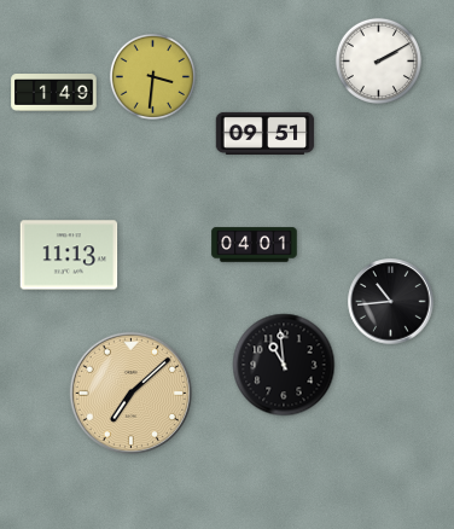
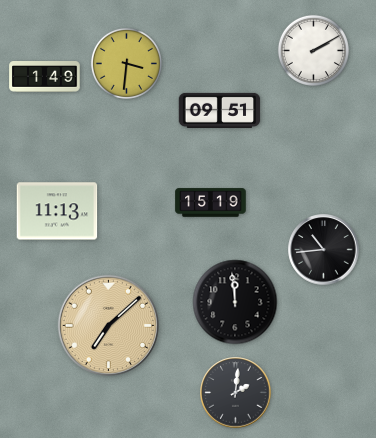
clock at (255, 245): 04:01 -> 15:19
clock at (284, 365): 10:59 -> 11:59
clock at (236, 393): none -> 2:01
